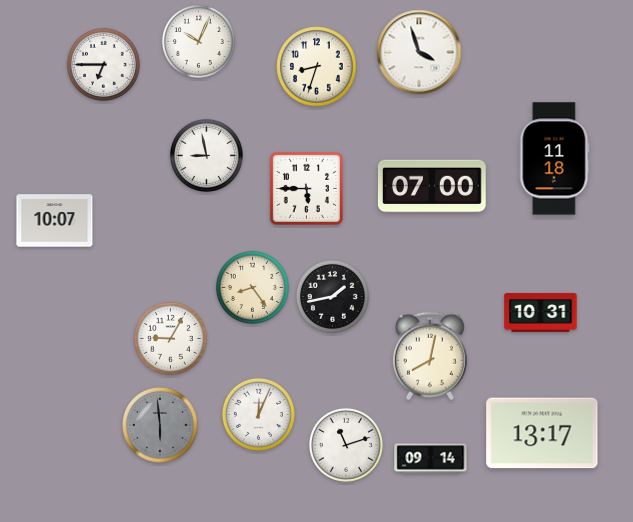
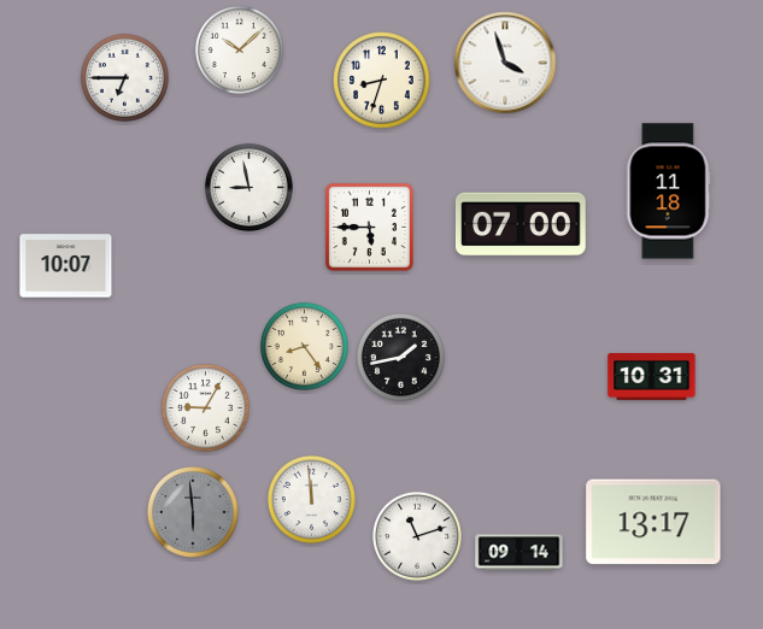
clock at (198, 41): 10:04 -> 10:08
clock at (430, 356): 8:02 -> none
clock at (258, 414): 12:04 -> 11:59
